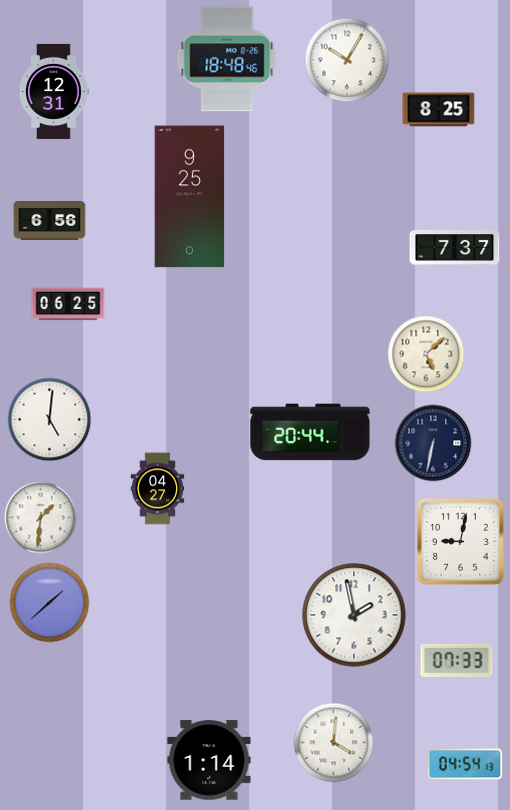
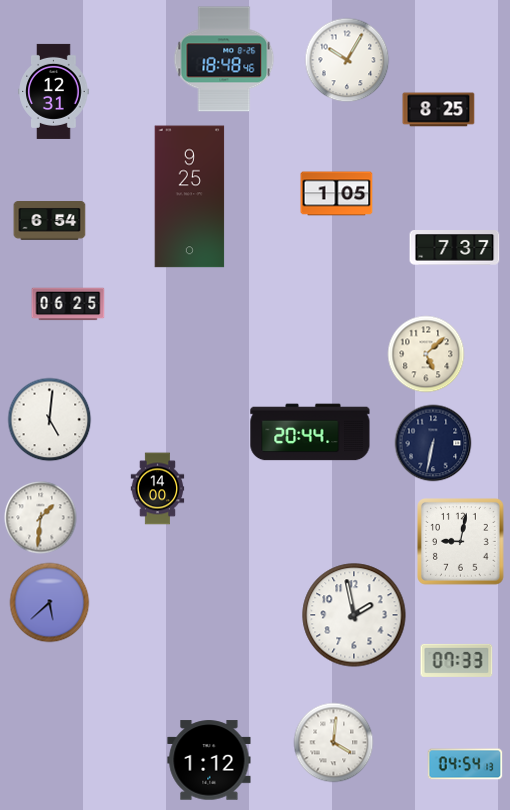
clock at (227, 59) position: (227, 59) -> (224, 59)
clock at (337, 194): none -> 1:05
clock at (50, 221): 6:56 -> 6:54
clock at (158, 489): 04:27 -> 14:00
clock at (50, 603): 1:38 -> 5:38
clock at (209, 760): 1:14 -> 1:12
